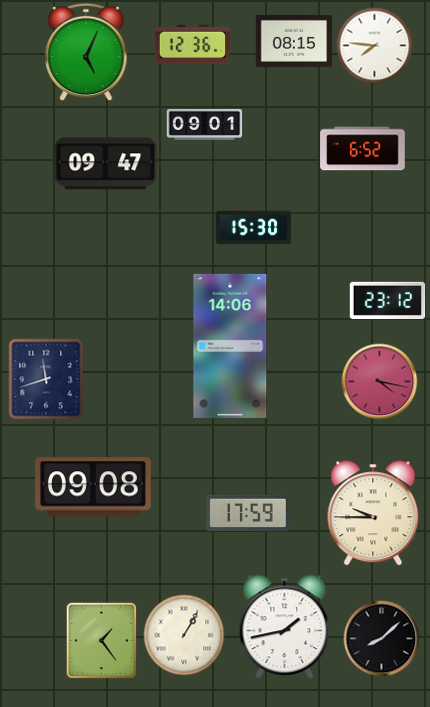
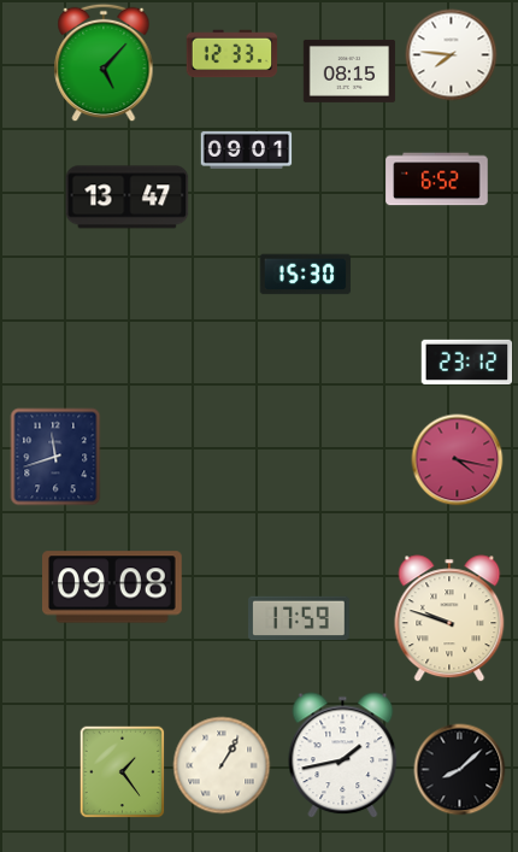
clock at (294, 41) position: (294, 41) -> (349, 71)
clock at (193, 45): 12:36 -> 12:33
clock at (86, 52): 5:04 -> 5:07
clock at (106, 164): 09:47 -> 13:47
clock at (230, 346): 14:06 -> none
clock at (373, 513): 9:45 -> 9:48
